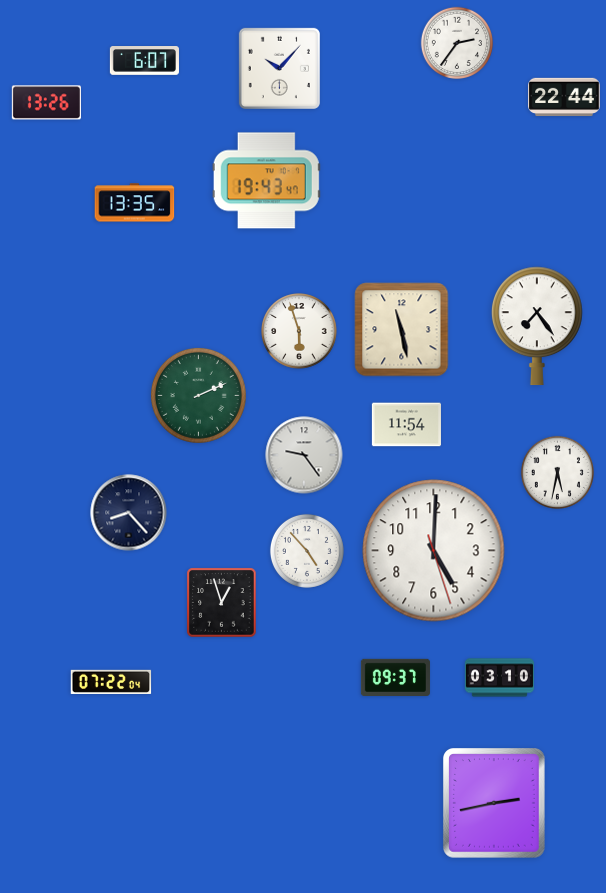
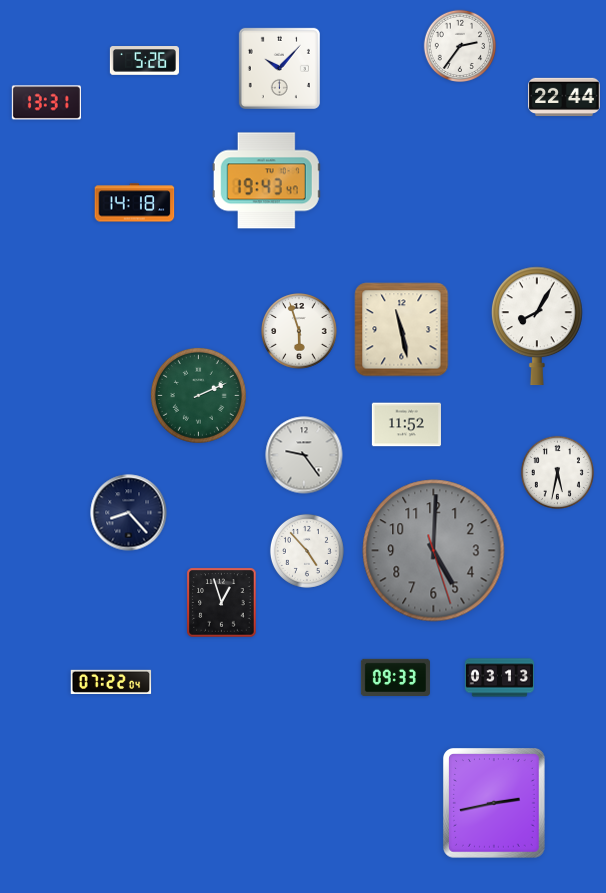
clock at (456, 42) position: (456, 42) -> (459, 45)
clock at (144, 61): 6:07 -> 5:26
clock at (46, 103): 13:26 -> 13:31
clock at (135, 203): 13:35 -> 14:18
clock at (538, 326): 7:24 -> 8:05
clock at (406, 425): 11:54 -> 11:52
clock at (434, 551) dial: white -> grey
clock at (395, 677): 09:37 -> 09:33
clock at (499, 678): 03:10 -> 03:13
